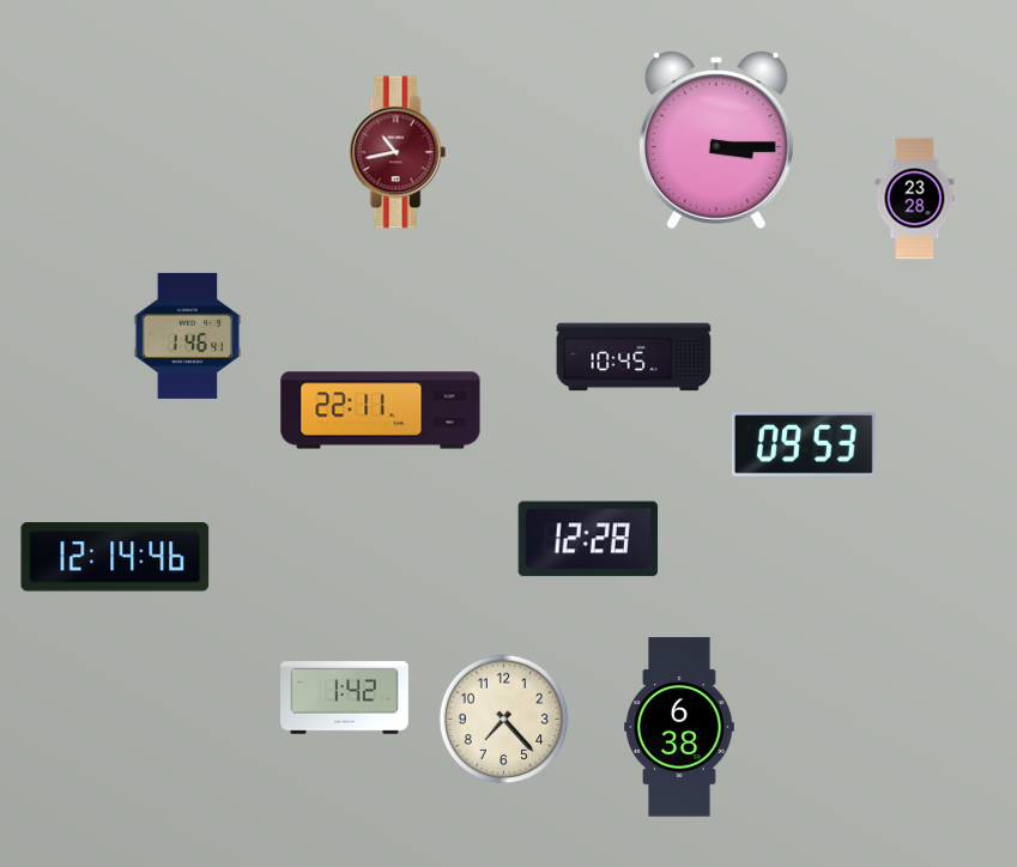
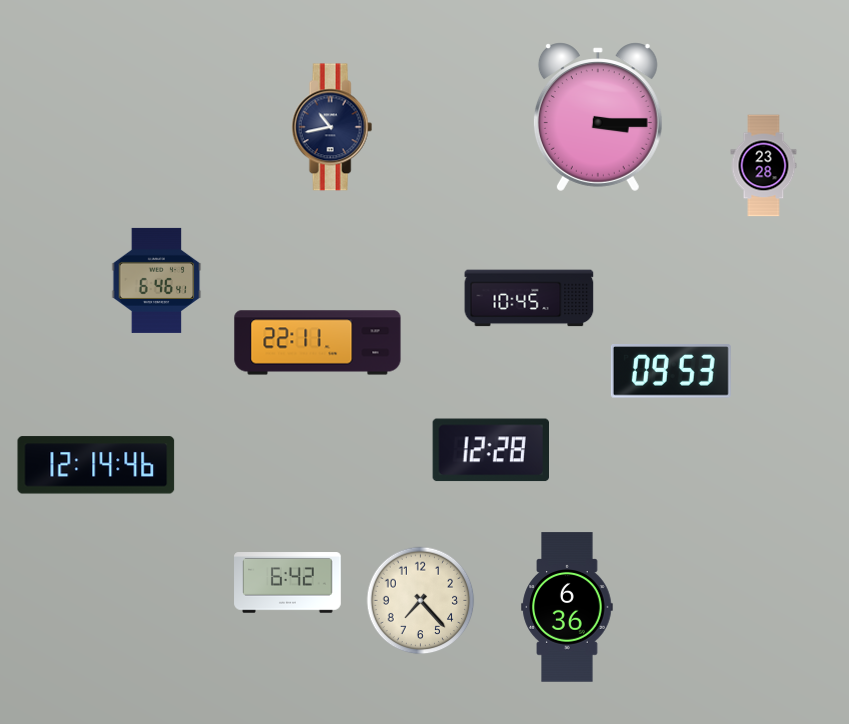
clock at (398, 152) dial: burgundy -> navy
clock at (188, 335): 1:46 -> 6:46
clock at (345, 698): 1:42 -> 6:42
clock at (679, 727): 6:38 -> 6:36
